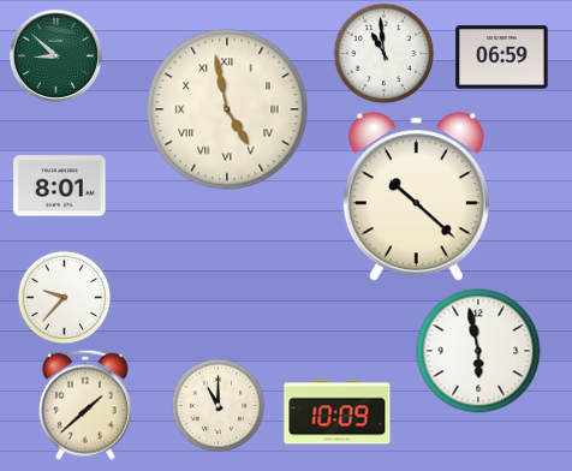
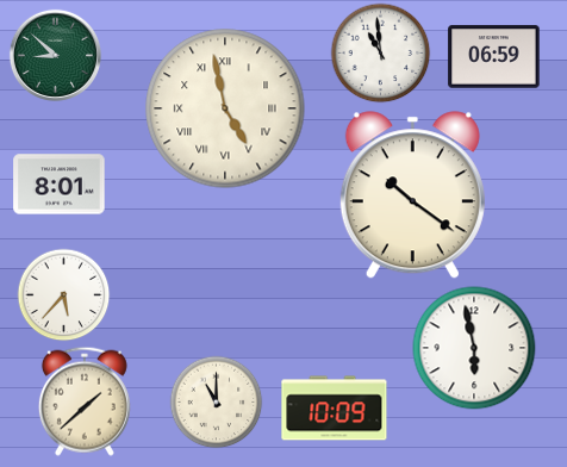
clock at (502, 58) position: (502, 58) -> (494, 57)
clock at (416, 197): 10:22 -> 10:21
clock at (64, 297): 9:37 -> 5:37
